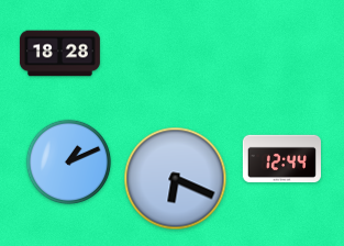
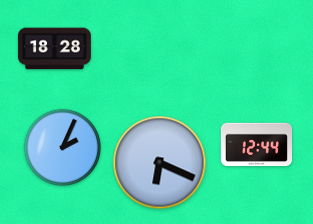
clock at (69, 163): 1:11 -> 2:04
